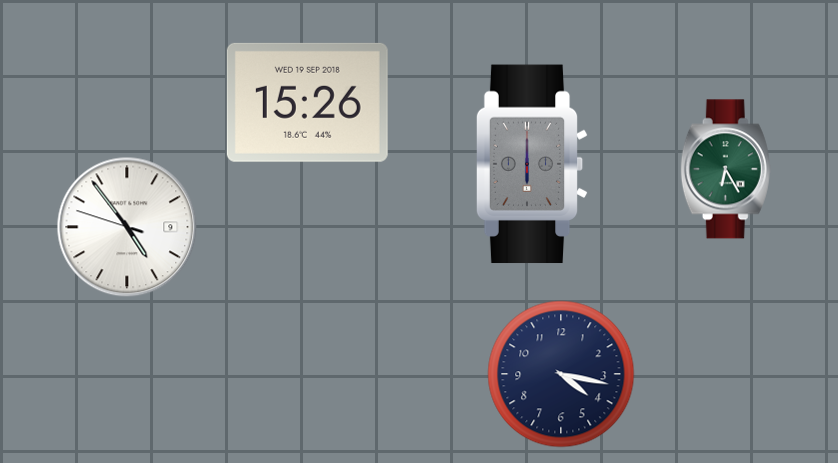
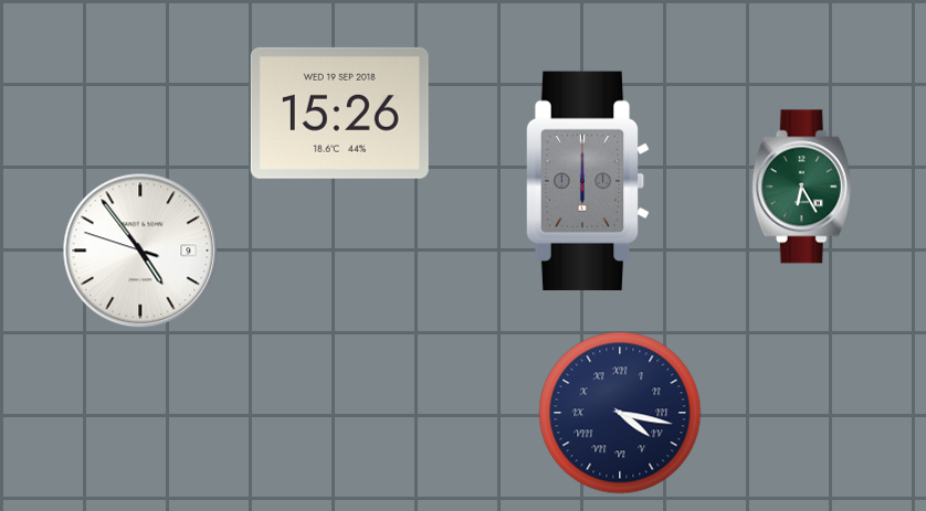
clock at (561, 374) numerals: Arabic -> Roman
